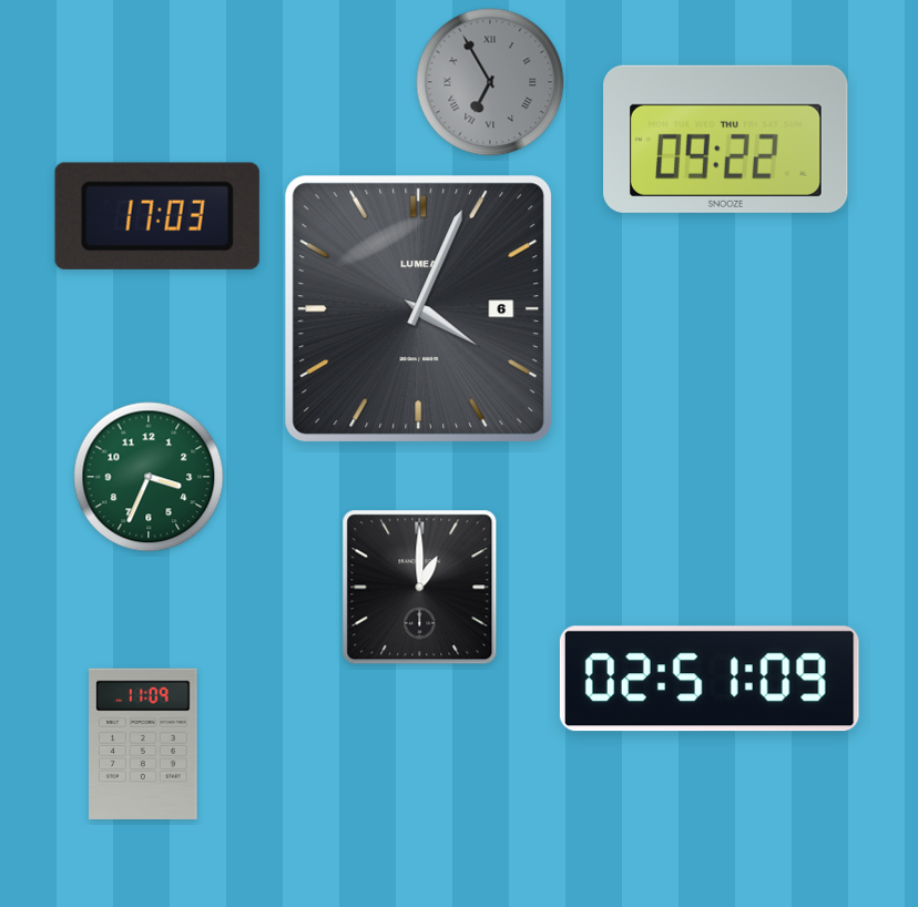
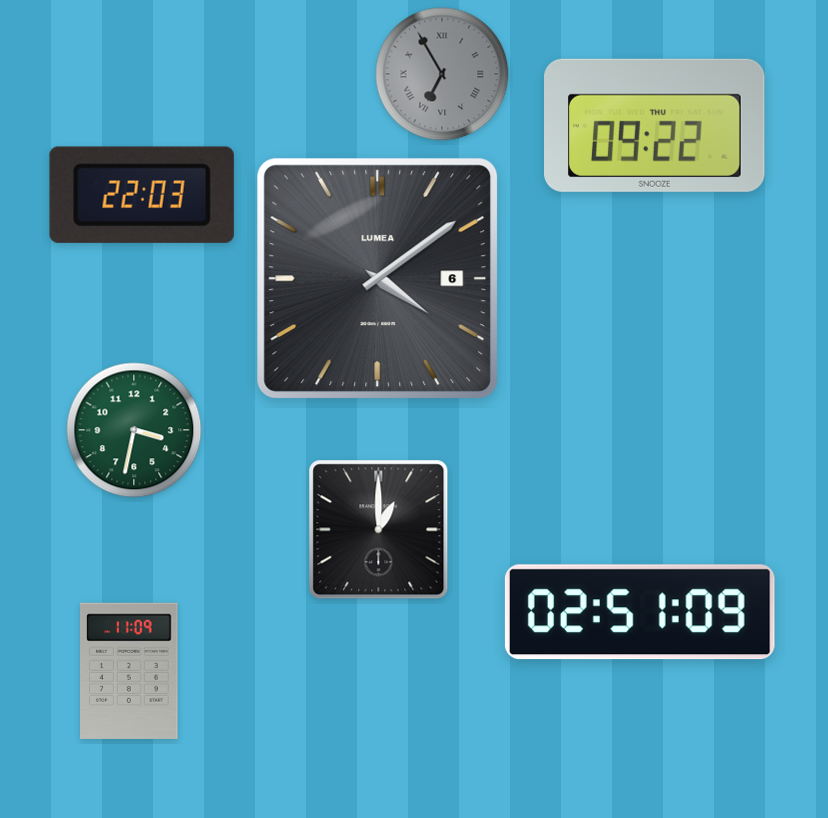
clock at (157, 216): 17:03 -> 22:03
clock at (419, 309): 4:04 -> 4:09
clock at (149, 477): 3:34 -> 3:32
